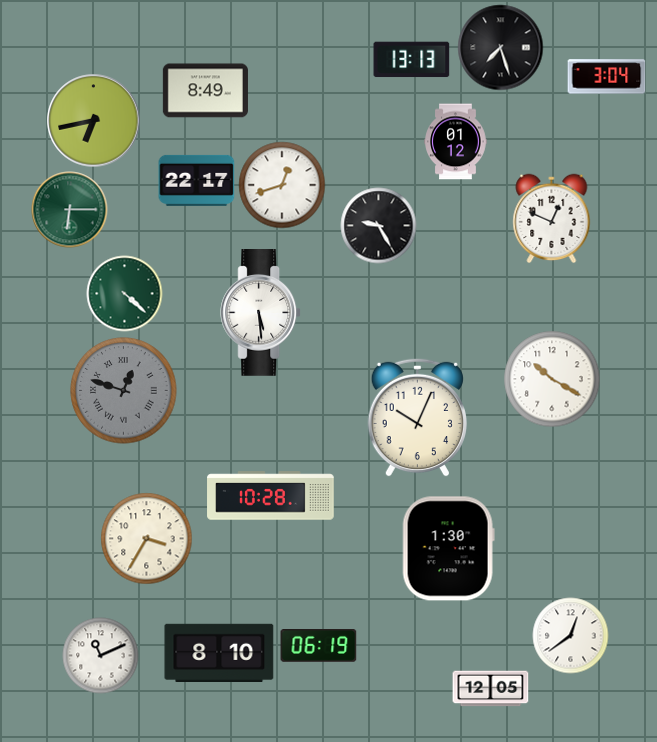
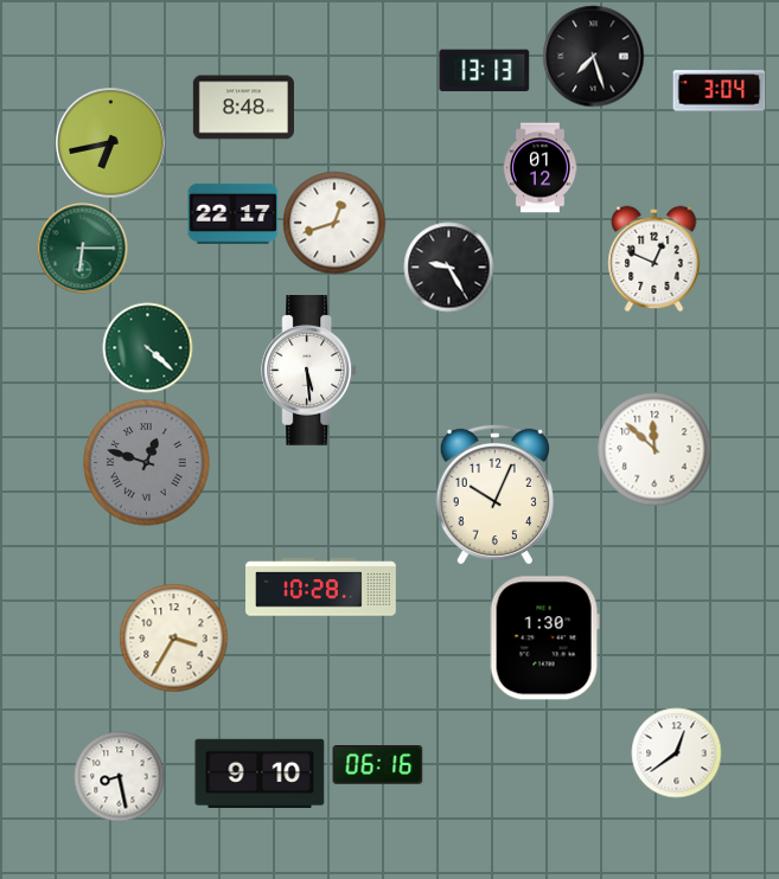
clock at (412, 60) position: (412, 60) -> (485, 71)
clock at (205, 91): 8:49 -> 8:48
clock at (282, 185) position: (282, 185) -> (334, 223)
clock at (552, 379): 10:20 -> 11:52
clock at (448, 549) position: (448, 549) -> (544, 639)
clock at (319, 646): 06:19 -> 06:16
clock at (219, 652): 8:10 -> 9:10
clock at (101, 656): 11:11 -> 8:28
clock at (491, 689): 12:05 -> none
